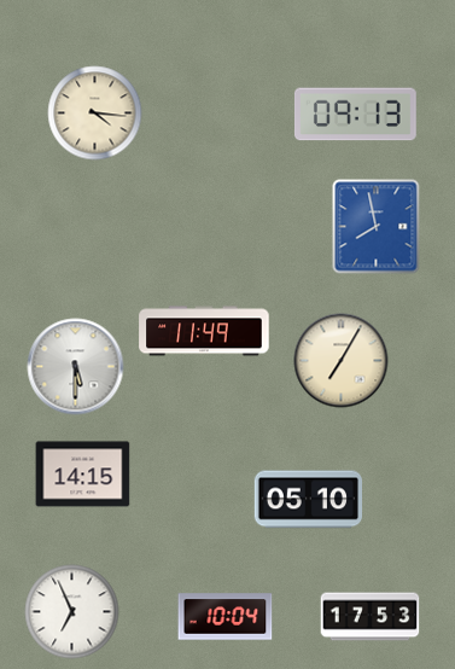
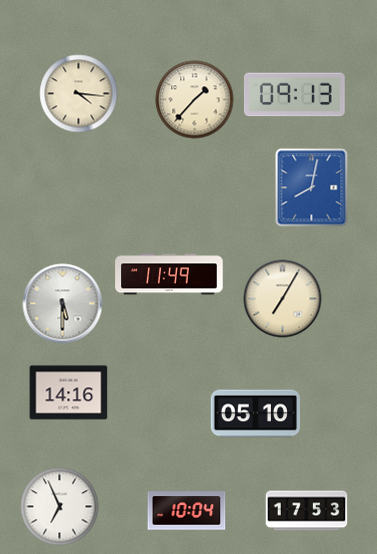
clock at (194, 99): none -> 1:37
clock at (377, 226): 7:58 -> 8:02
clock at (82, 475): 14:15 -> 14:16
